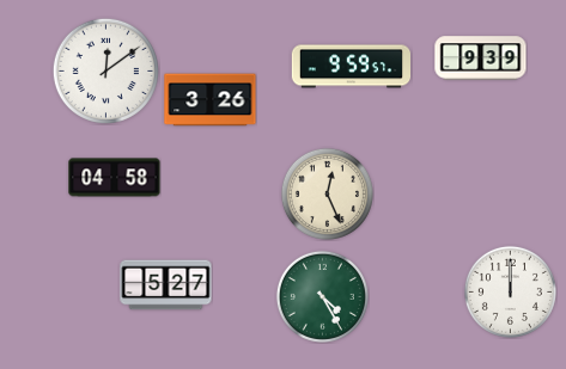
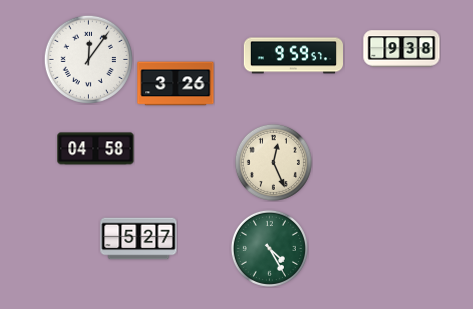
clock at (481, 59): 9:39 -> 9:38
clock at (105, 70): 12:09 -> 12:06
clock at (510, 291): 12:00 -> none
